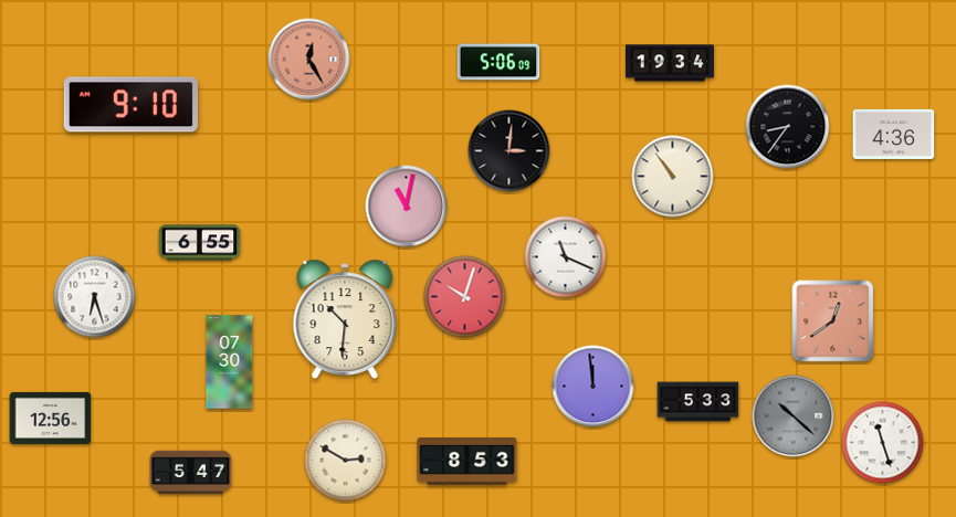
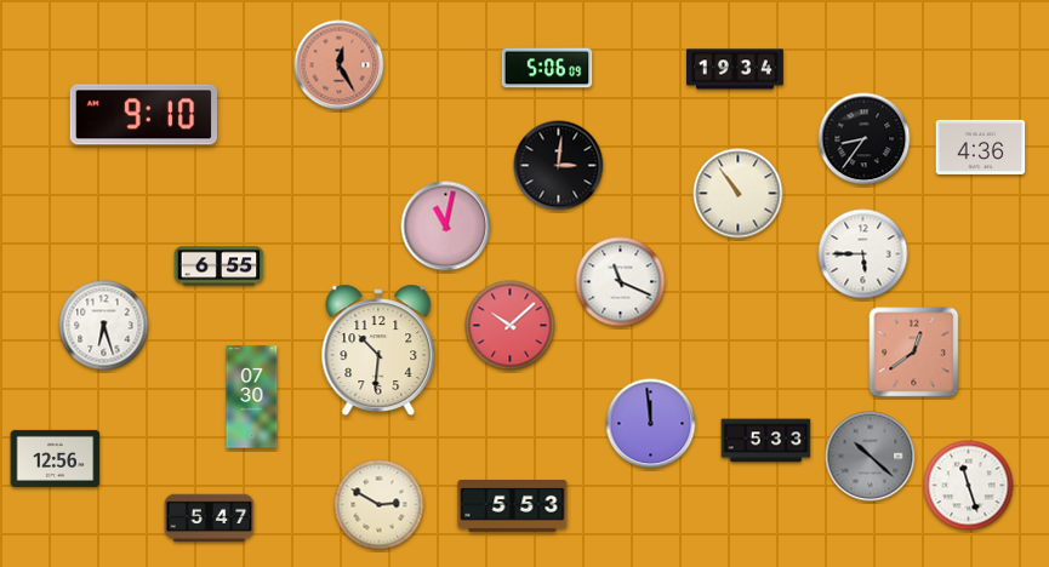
clock at (863, 254): none -> 5:45
clock at (465, 297): 10:03 -> 10:08
clock at (468, 462): 8:53 -> 5:53
